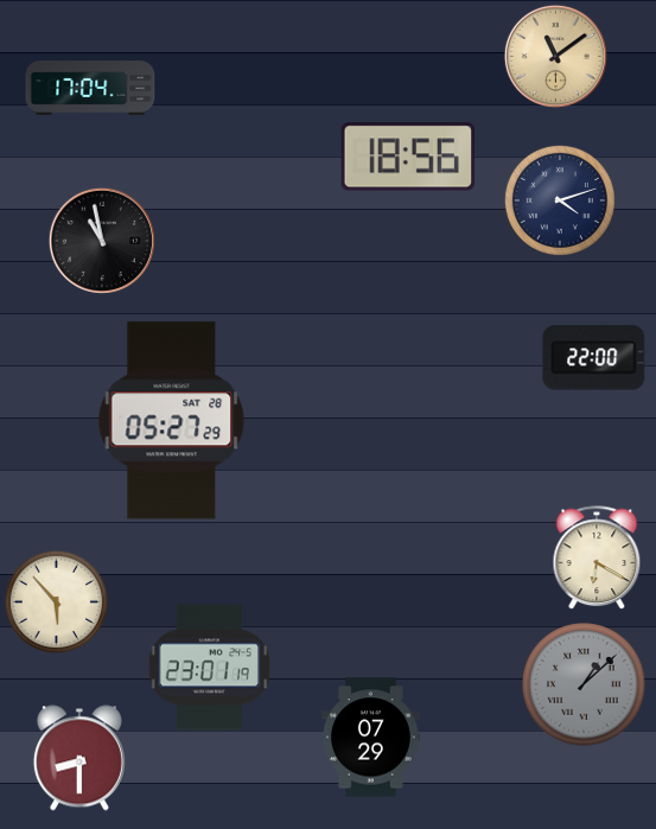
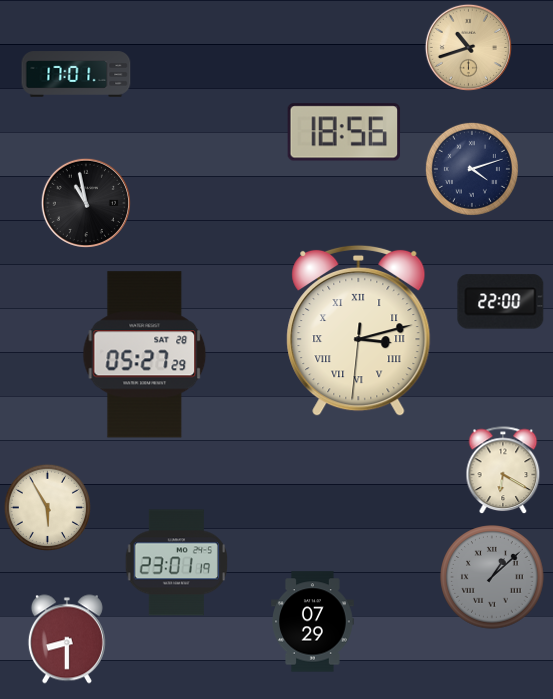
clock at (555, 56): 11:09 -> 10:42
clock at (90, 88): 17:04 -> 17:01
clock at (359, 331): none -> 3:12
clock at (57, 602): 5:53 -> 5:55
